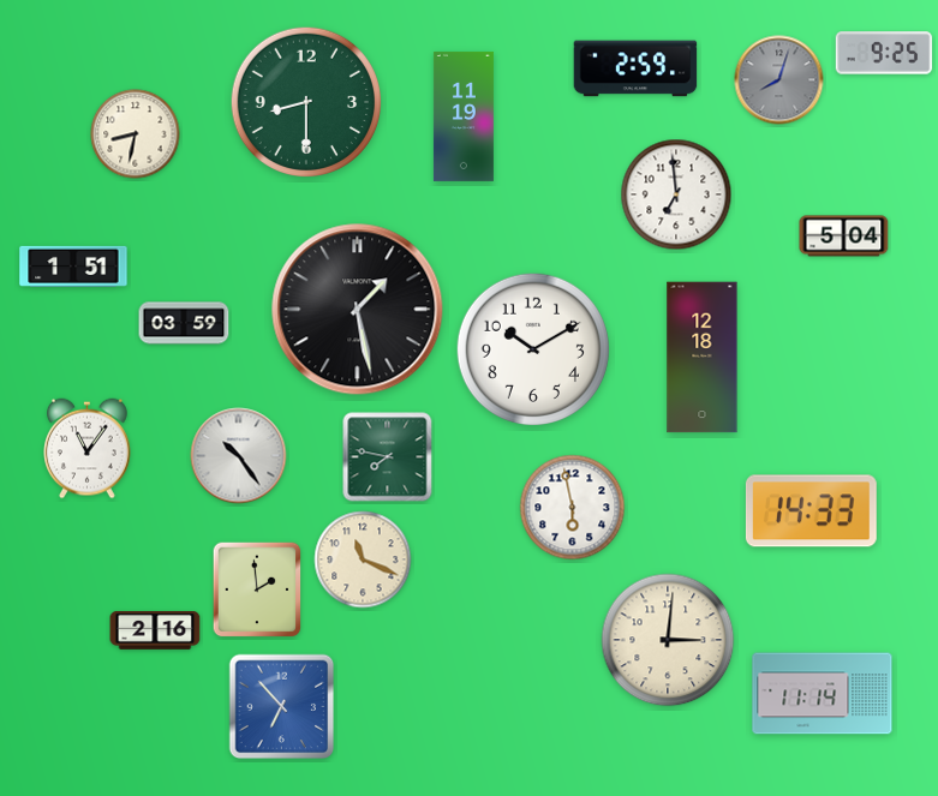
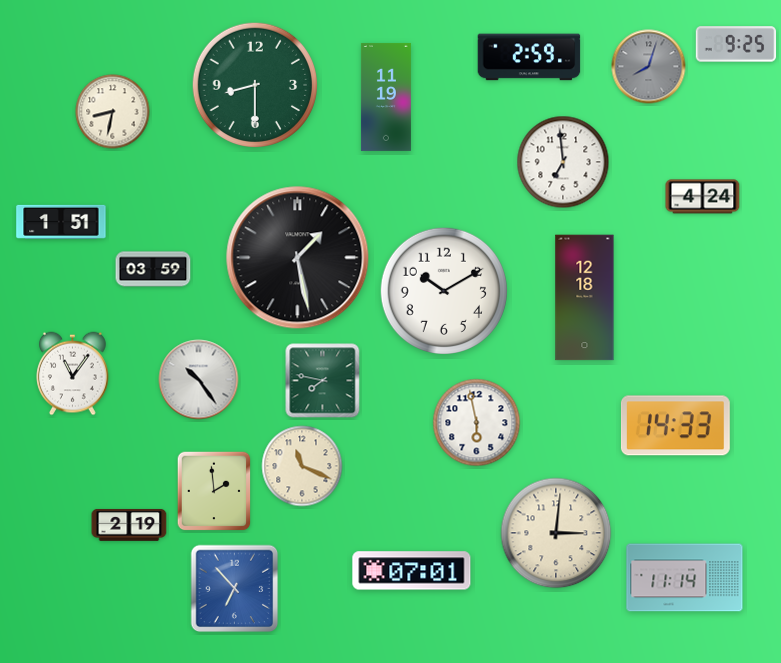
clock at (844, 237): 5:04 -> 4:24
clock at (155, 630): 2:16 -> 2:19
clock at (412, 571): none -> 07:01
